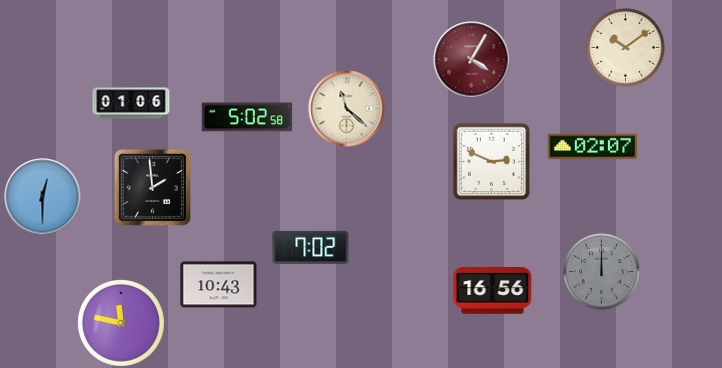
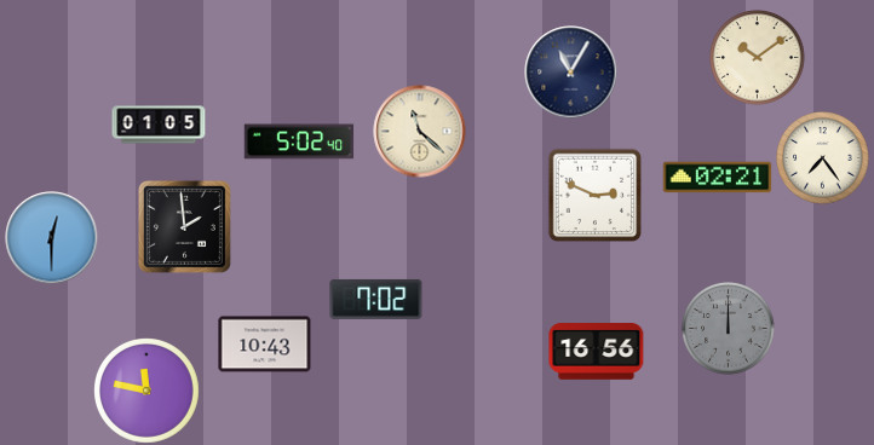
clock at (472, 60): 4:05 -> 11:05
clock at (472, 60) dial: burgundy -> navy
clock at (131, 103): 01:06 -> 01:05
clock at (247, 117): 5:02:58 -> 5:02:40
clock at (823, 158): none -> 7:24
clock at (593, 147): 02:07 -> 02:21
